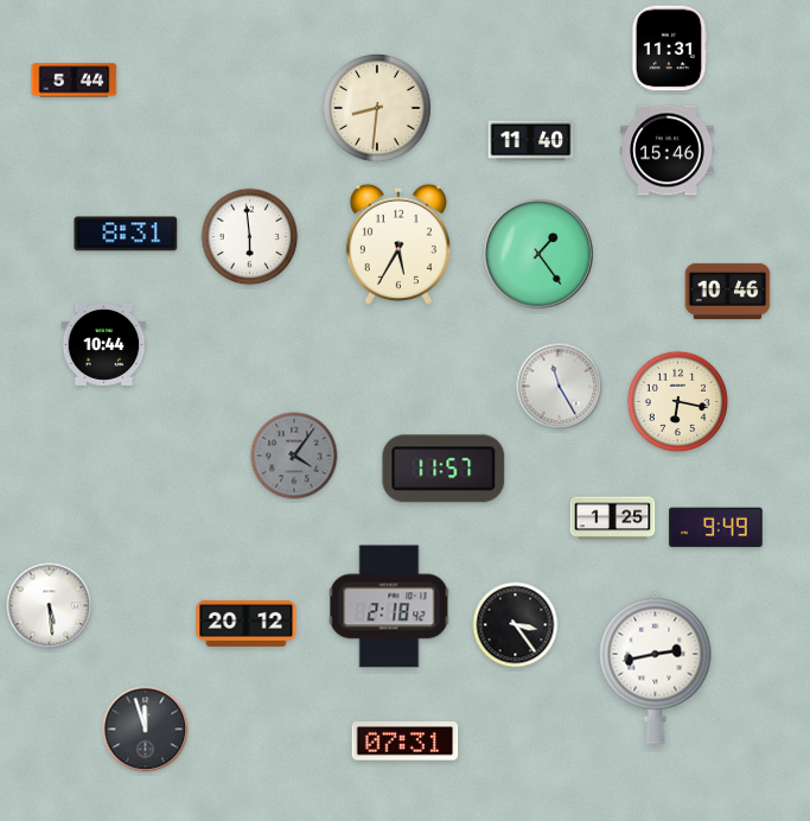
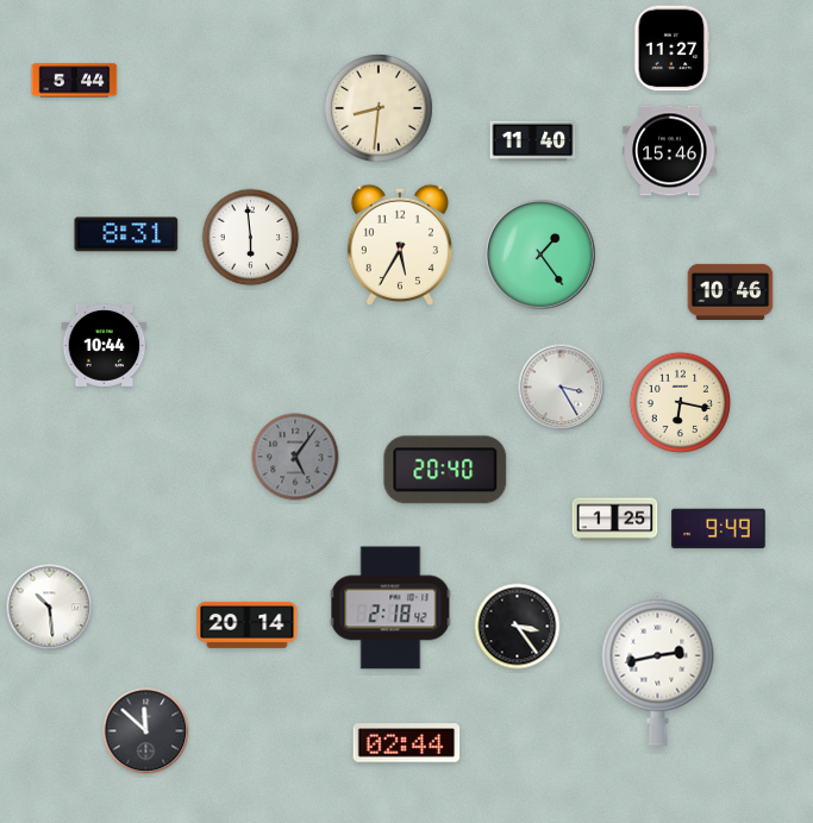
clock at (669, 49): 11:31 -> 11:27
clock at (560, 387): 11:25 -> 3:25
clock at (294, 456): 4:06 -> 5:06
clock at (444, 469): 11:57 -> 20:40
clock at (50, 606): 5:29 -> 10:29
clock at (247, 623): 20:12 -> 20:14
clock at (146, 730): 11:57 -> 11:52
clock at (406, 742): 07:31 -> 02:44
